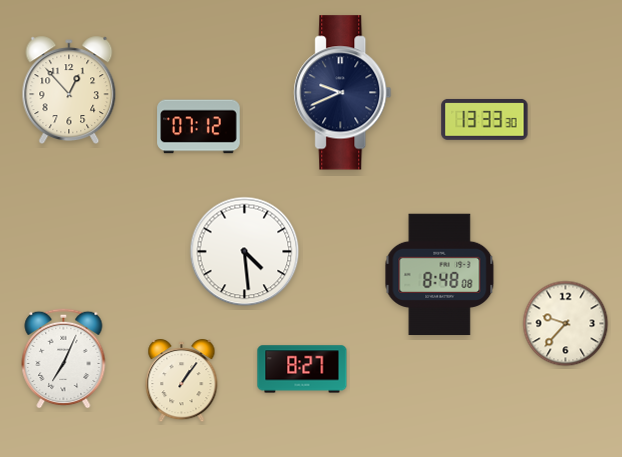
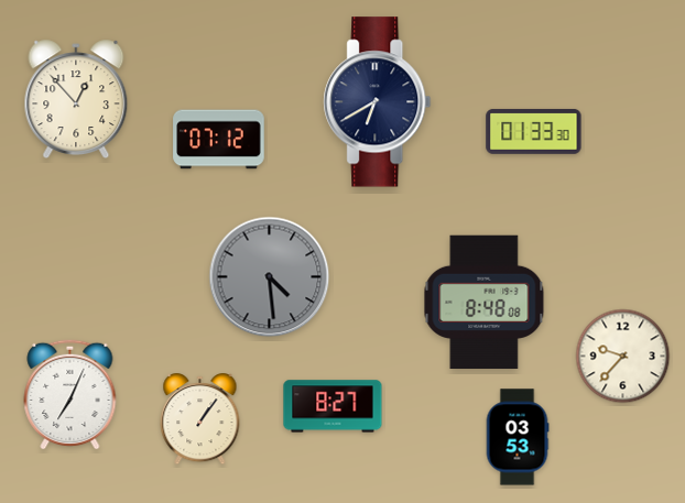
clock at (343, 93): 9:41 -> 6:40
clock at (485, 119): 13:33 -> 01:33
clock at (245, 252) dial: white -> grey
clock at (518, 437): none -> 03:53
